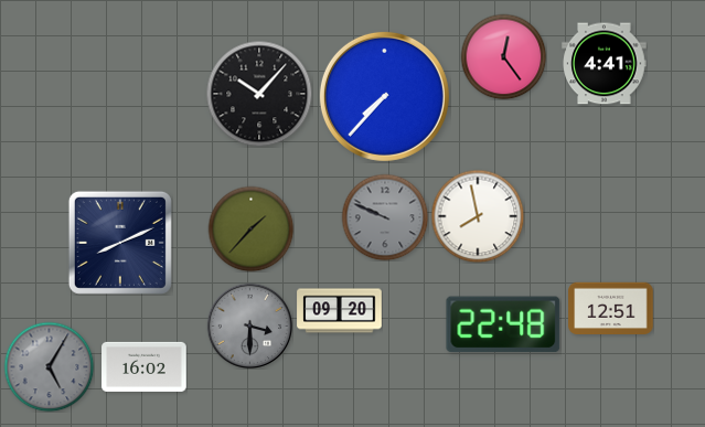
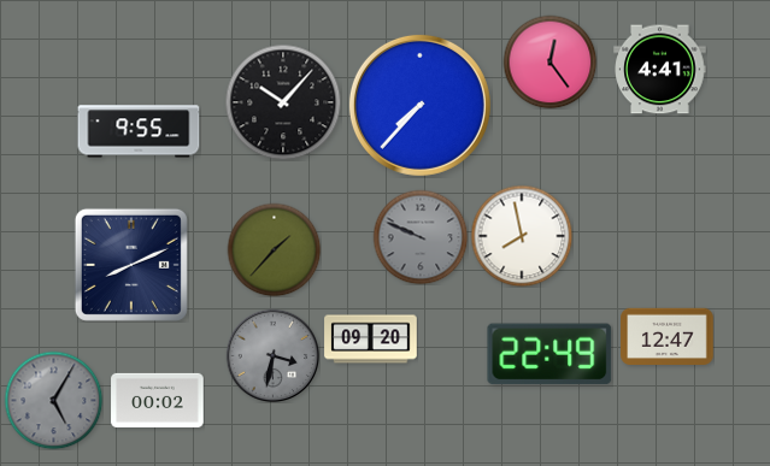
clock at (139, 131): none -> 9:55
clock at (611, 308): 12:51 -> 12:47
clock at (503, 324): 22:48 -> 22:49
clock at (249, 325): 3:30 -> 3:32
clock at (145, 366): 16:02 -> 00:02
